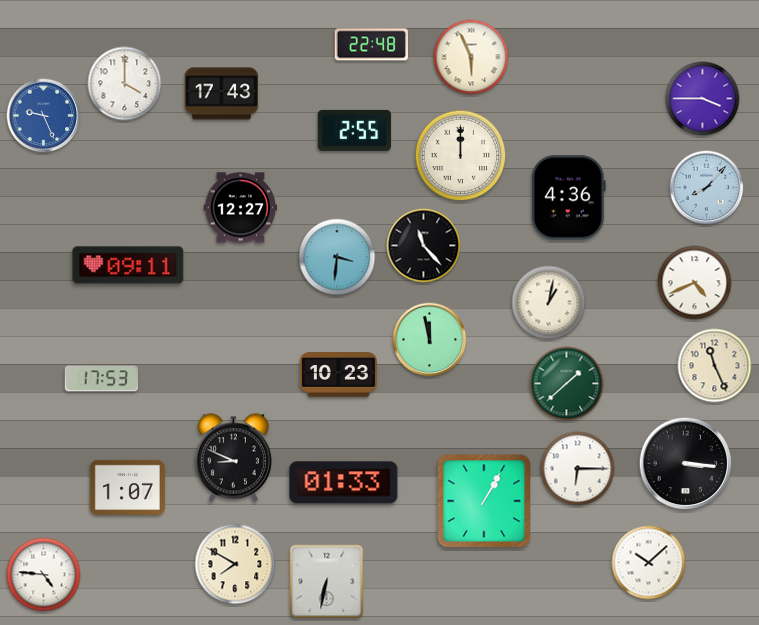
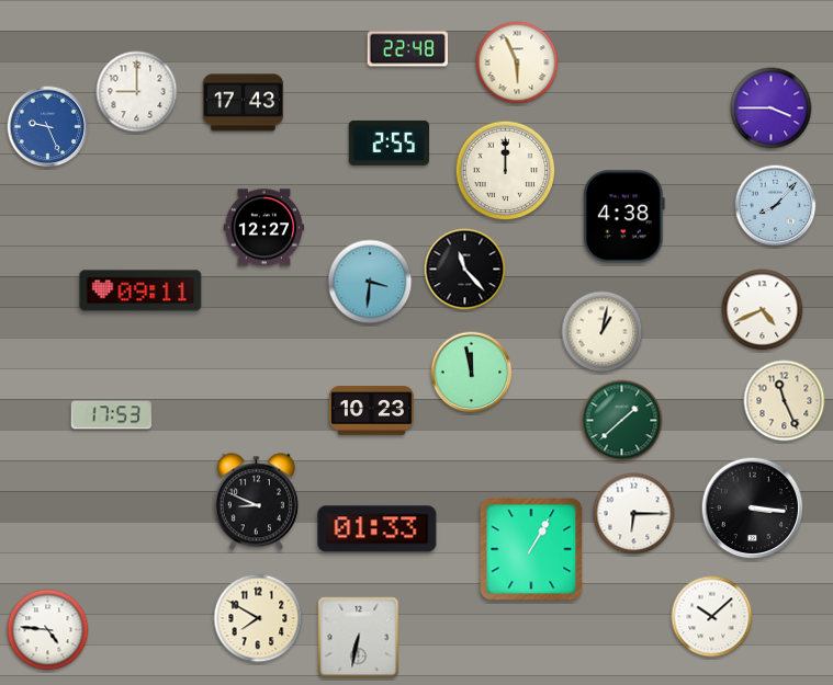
clock at (125, 84): 4:00 -> 9:00
clock at (568, 198): 4:36 -> 4:38
clock at (127, 487): 1:07 -> none
